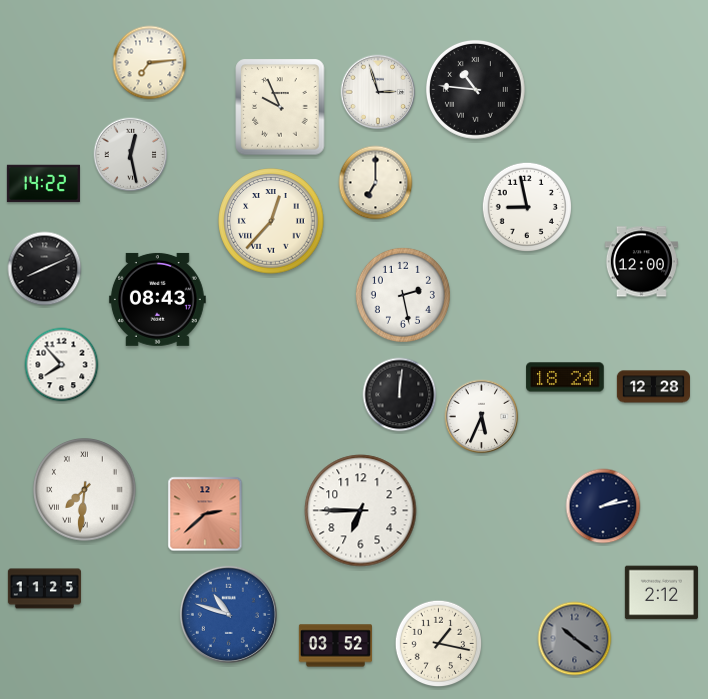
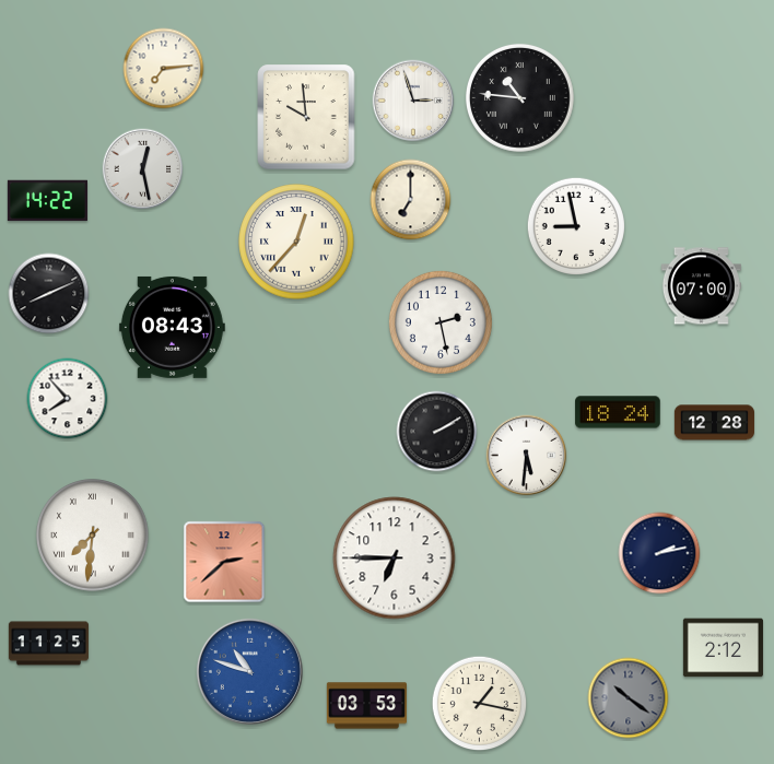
clock at (280, 107): 9:56 -> 9:59
clock at (641, 262): 12:00 -> 07:00
clock at (400, 395): 12:01 -> 2:10
clock at (482, 417): 5:34 -> 5:31
clock at (335, 646): 03:52 -> 03:53
